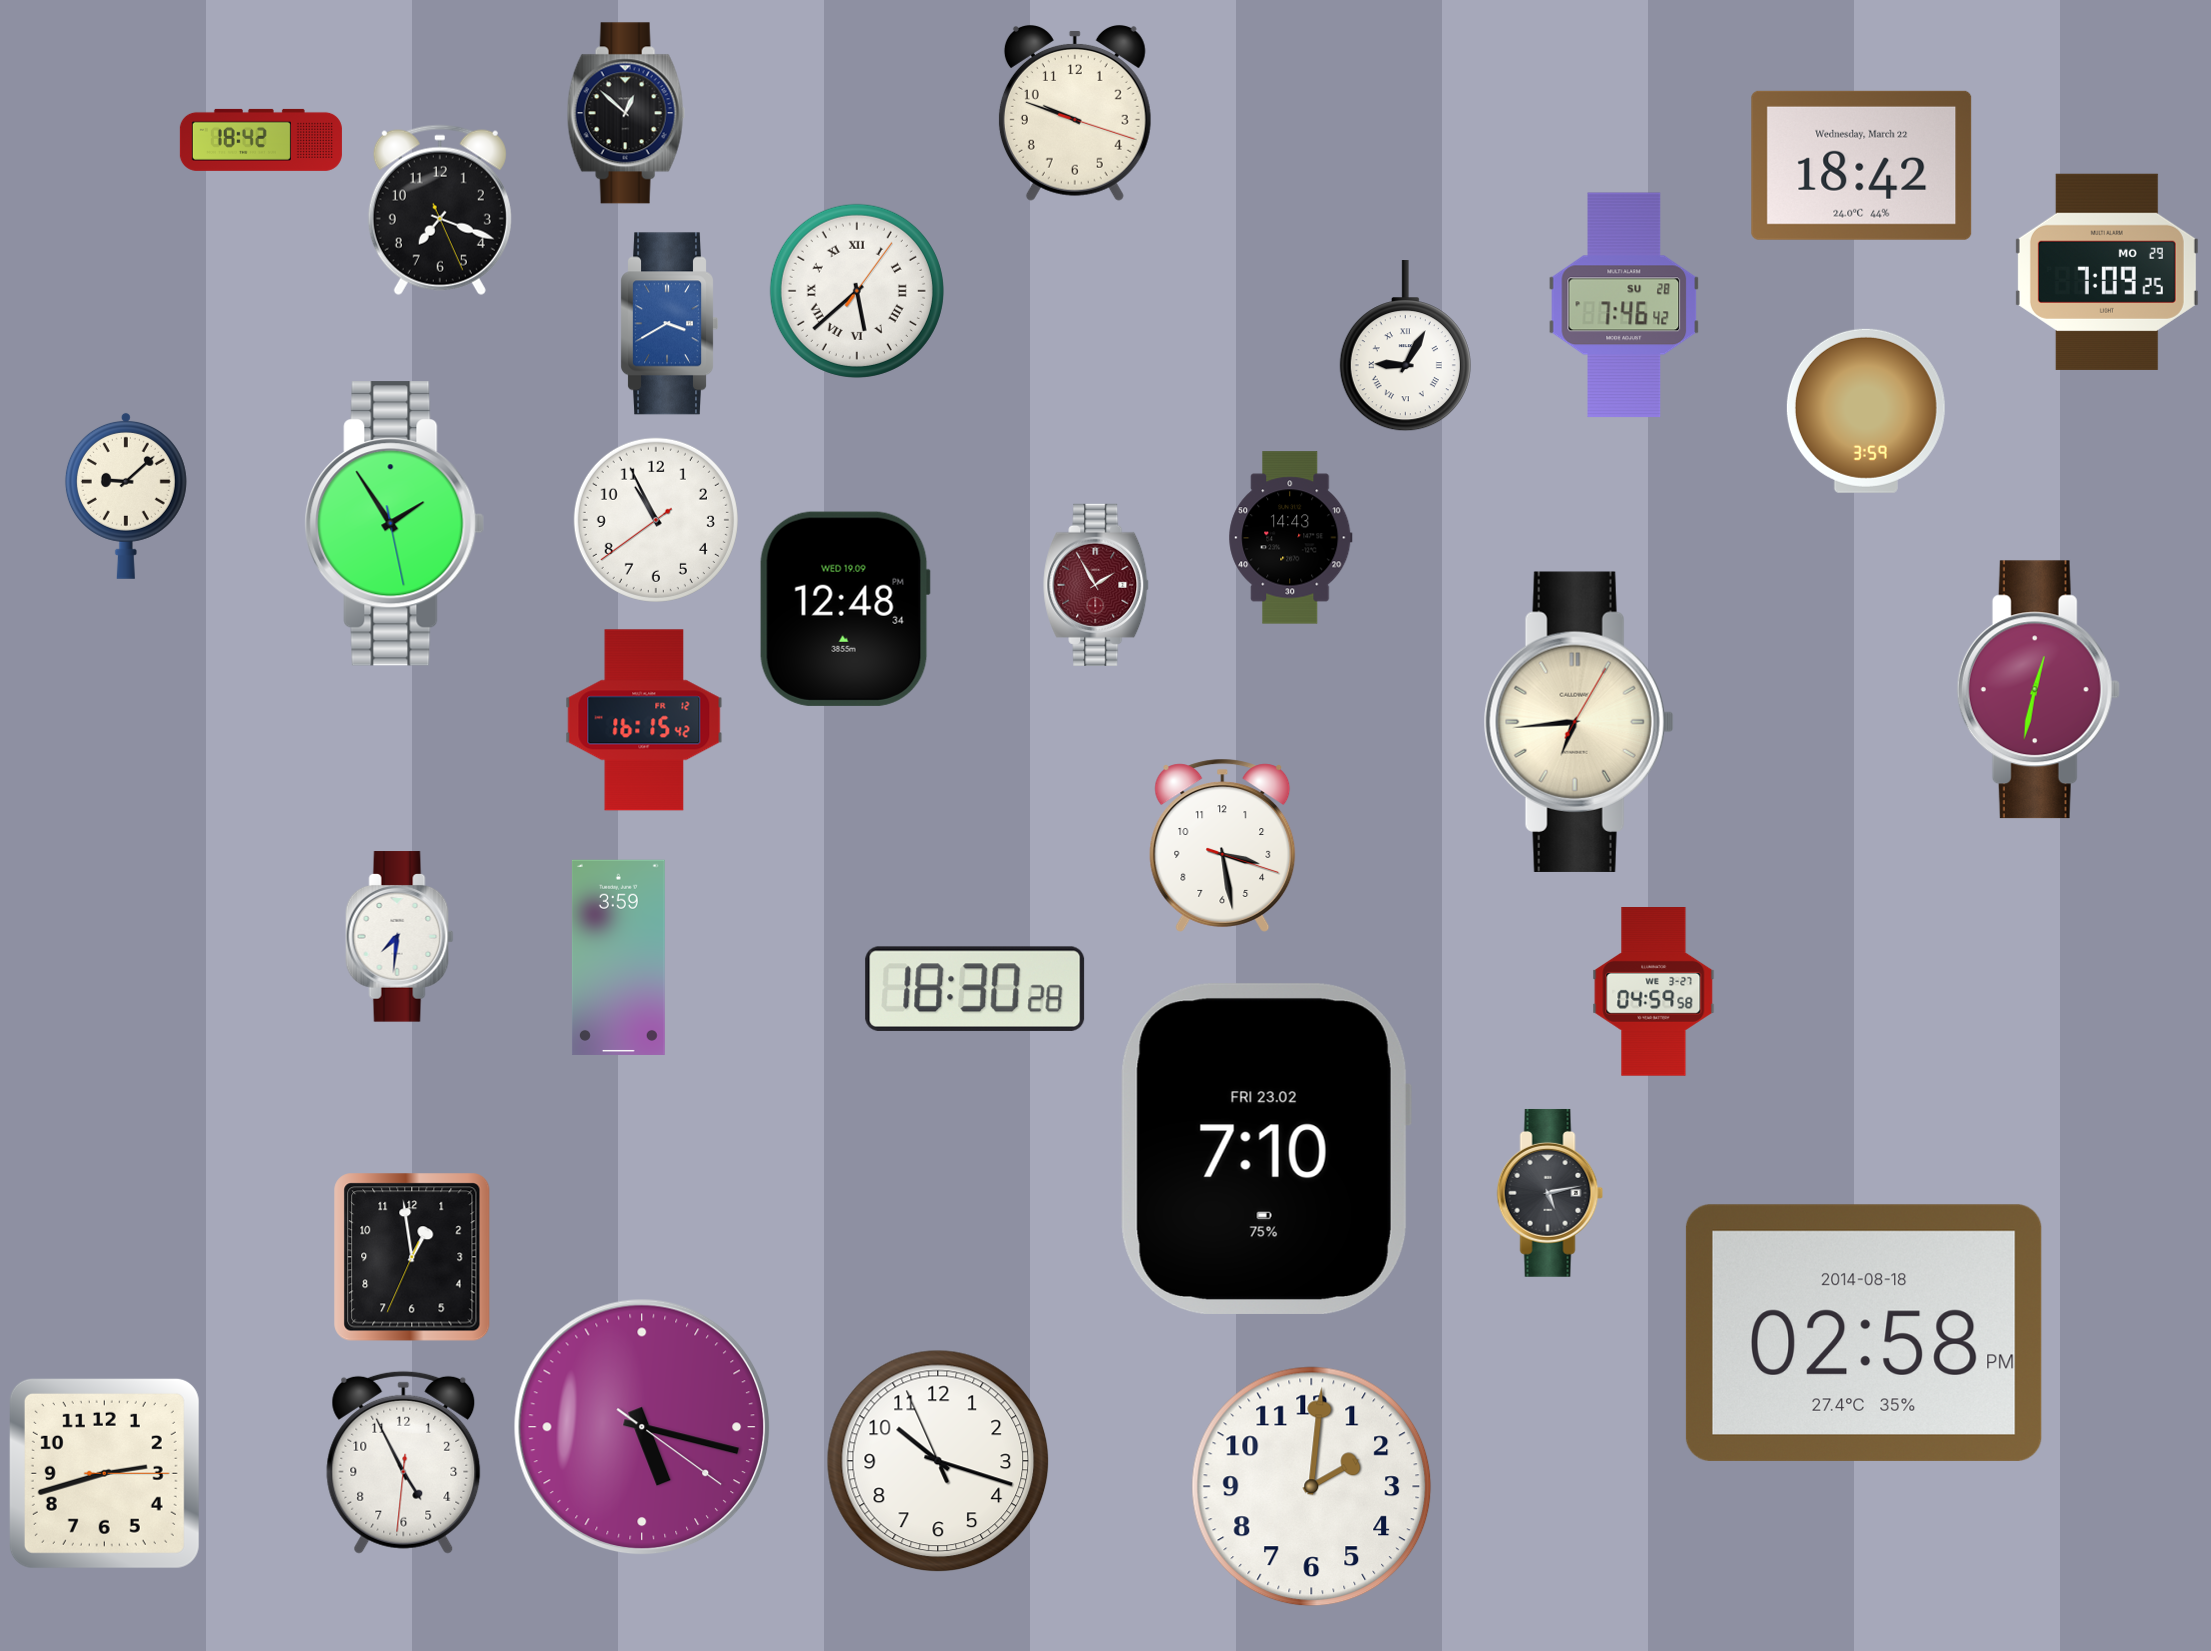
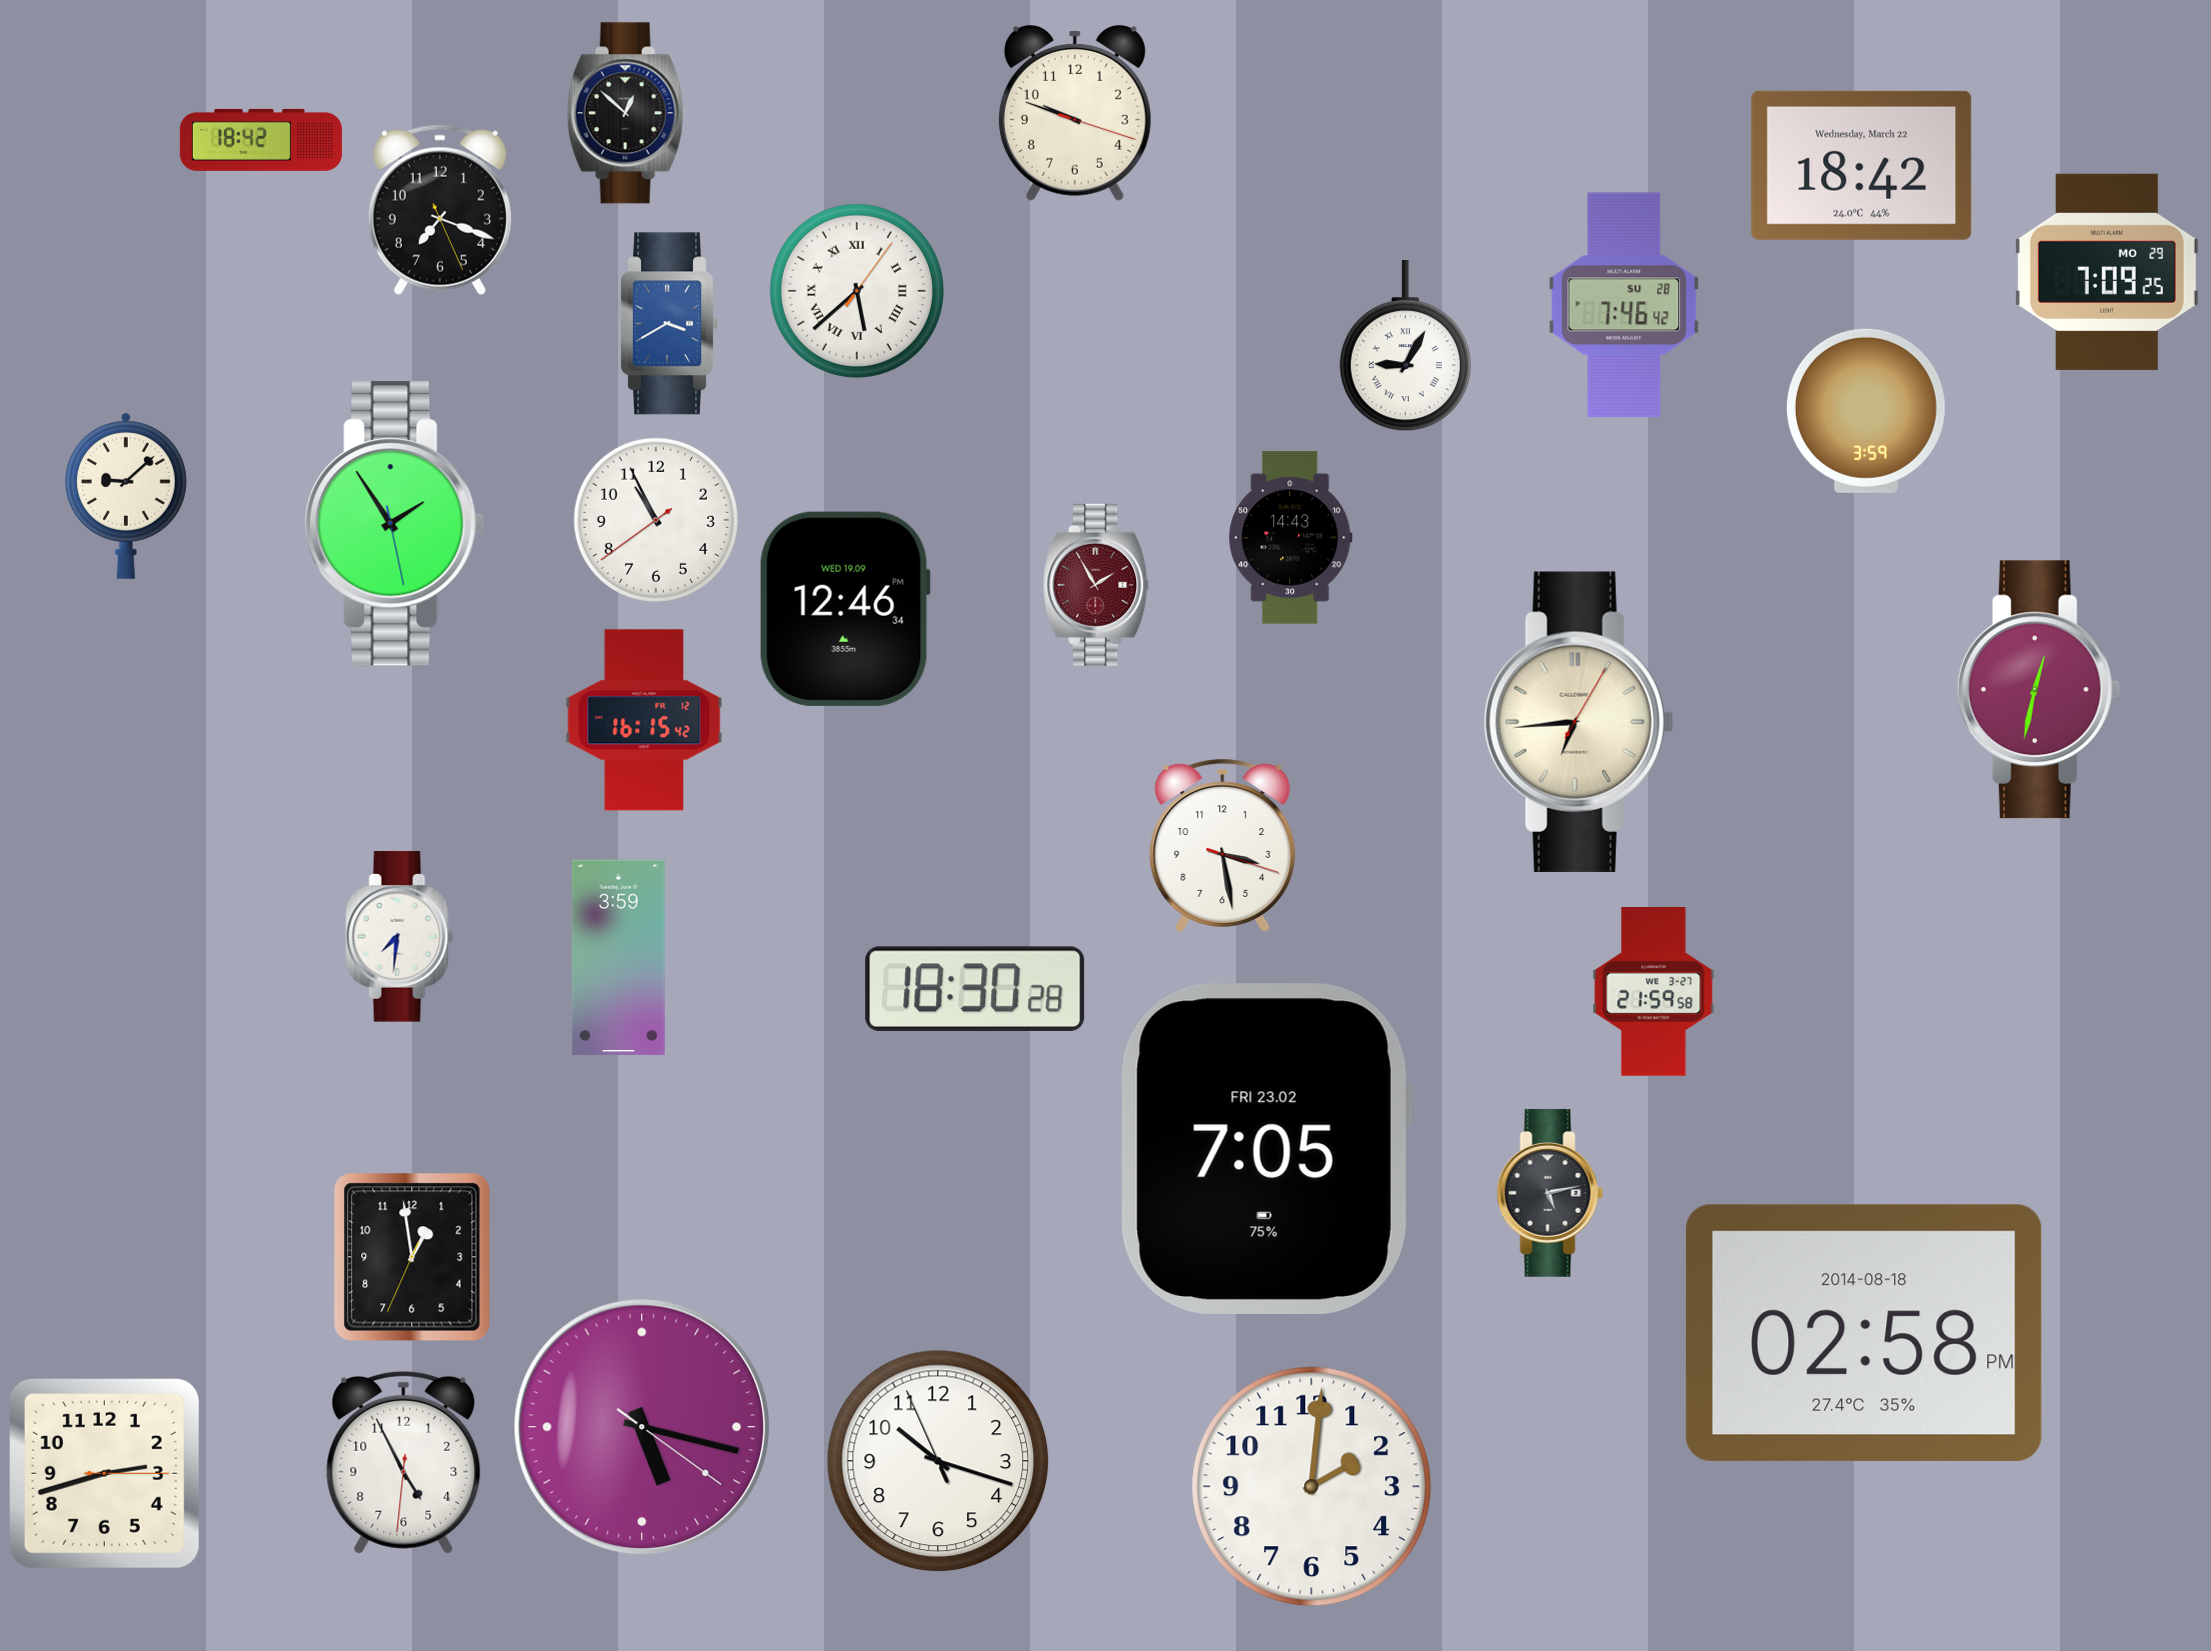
clock at (845, 609): 12:48 -> 12:46
clock at (1654, 992): 04:59 -> 21:59
clock at (1266, 1149): 7:10 -> 7:05
